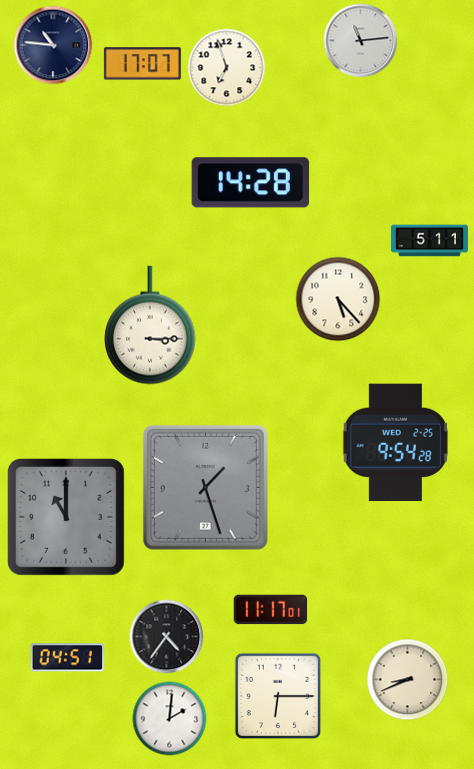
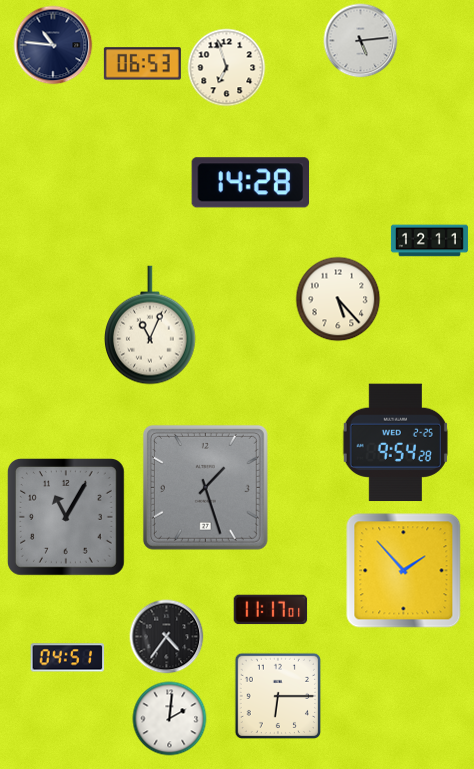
clock at (361, 41): 11:14 -> 5:14
clock at (142, 64): 17:07 -> 06:53
clock at (429, 241): 5:11 -> 12:11
clock at (151, 325): 3:15 -> 11:04
clock at (66, 517): 11:00 -> 11:05
clock at (404, 571): none -> 1:53
clock at (408, 680): 8:41 -> none
